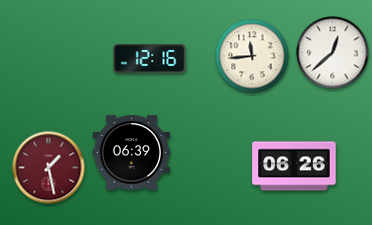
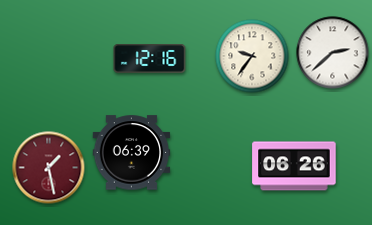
clock at (333, 53): 12:38 -> 2:38
clock at (252, 56): 11:44 -> 9:36
